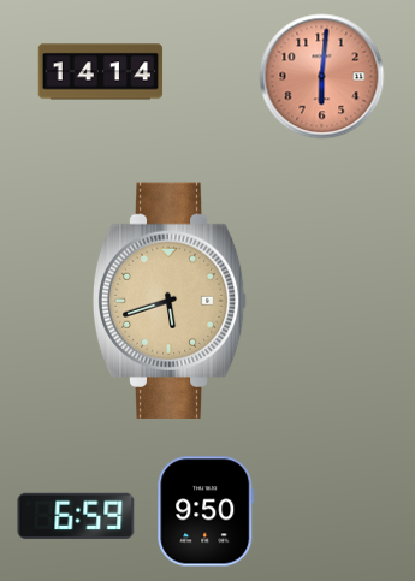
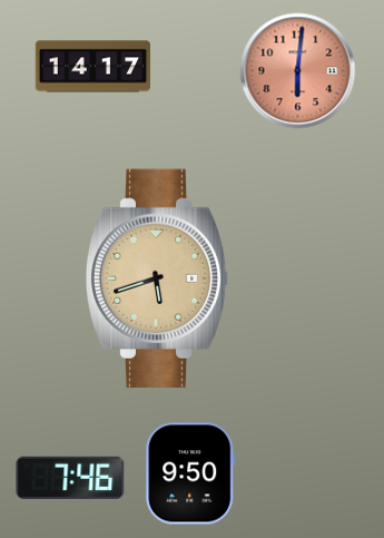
clock at (101, 72): 14:14 -> 14:17
clock at (76, 515): 6:59 -> 7:46
